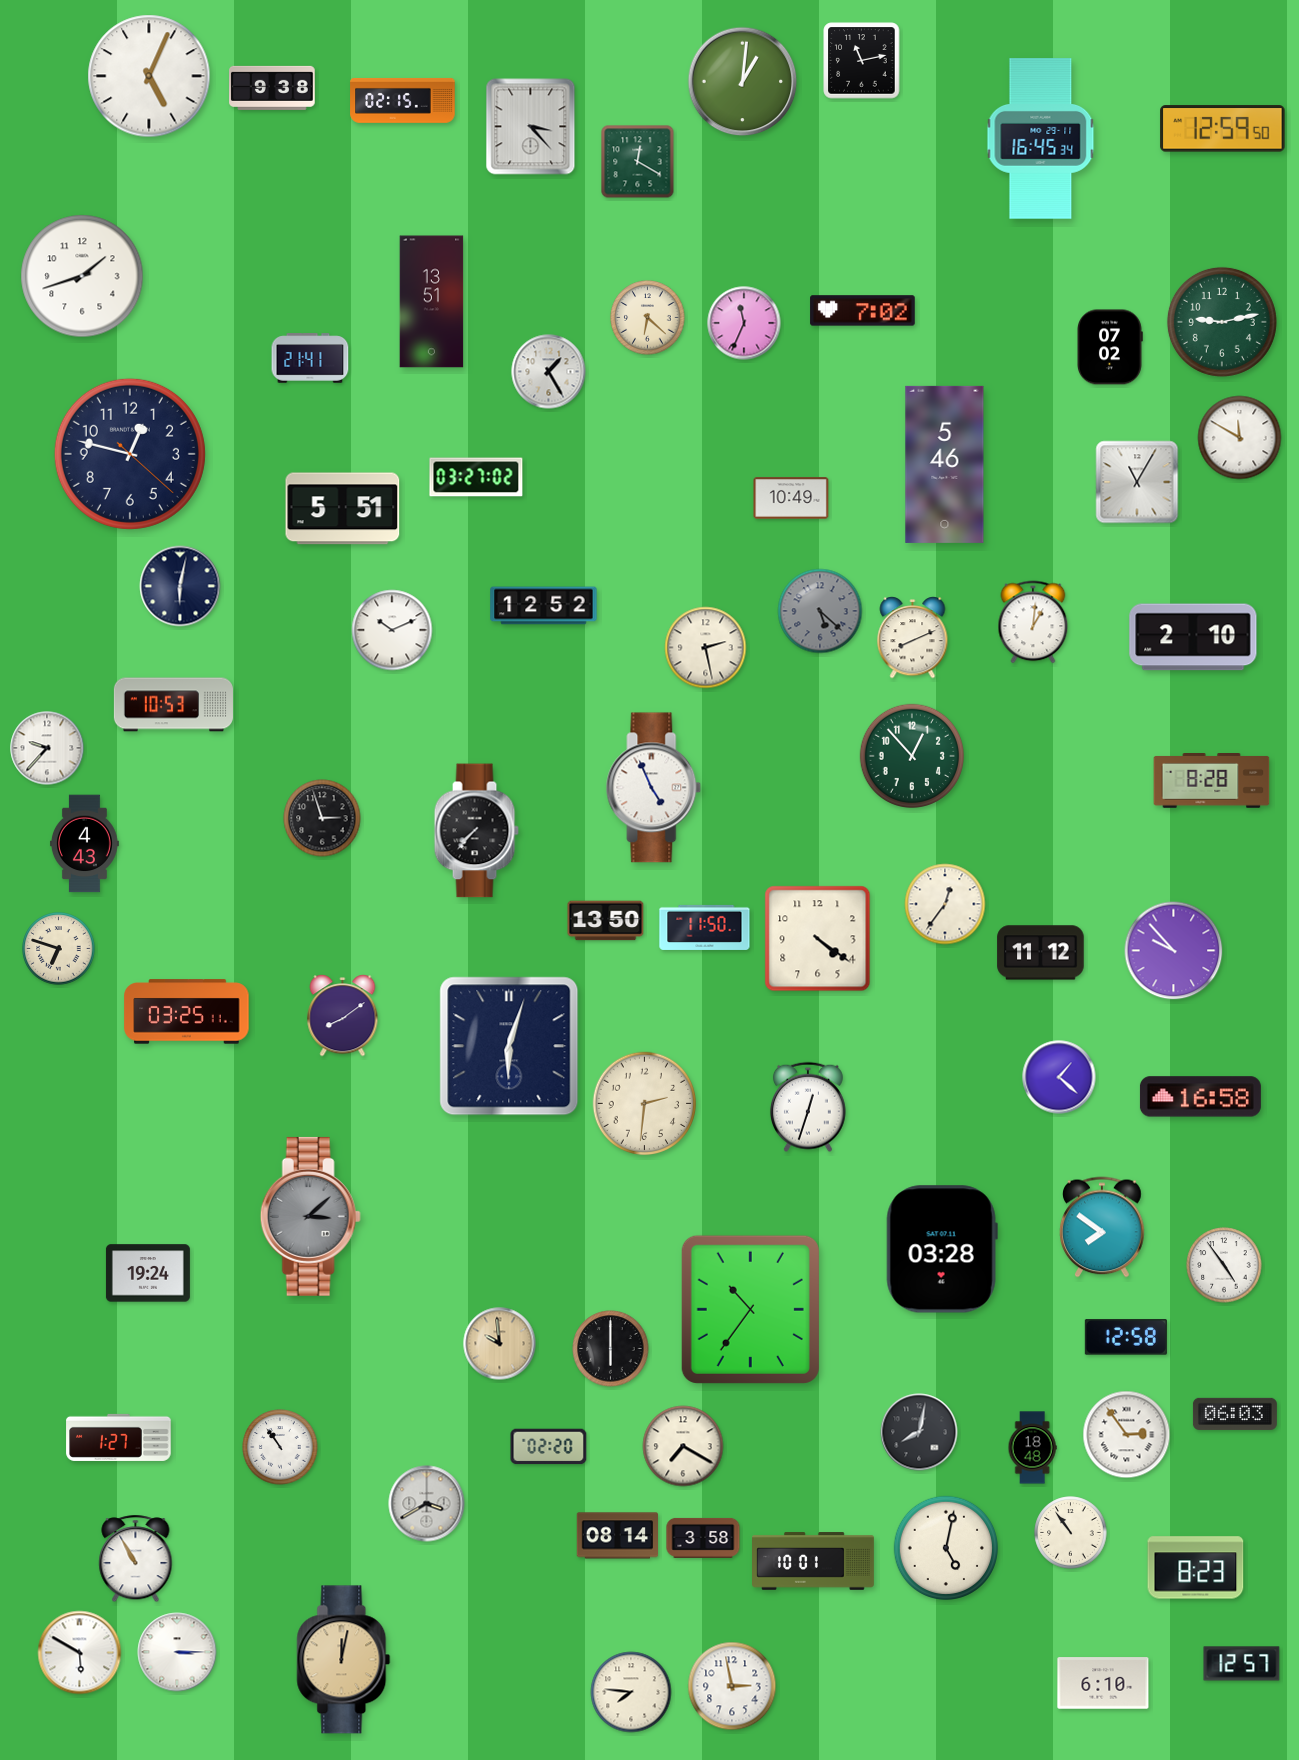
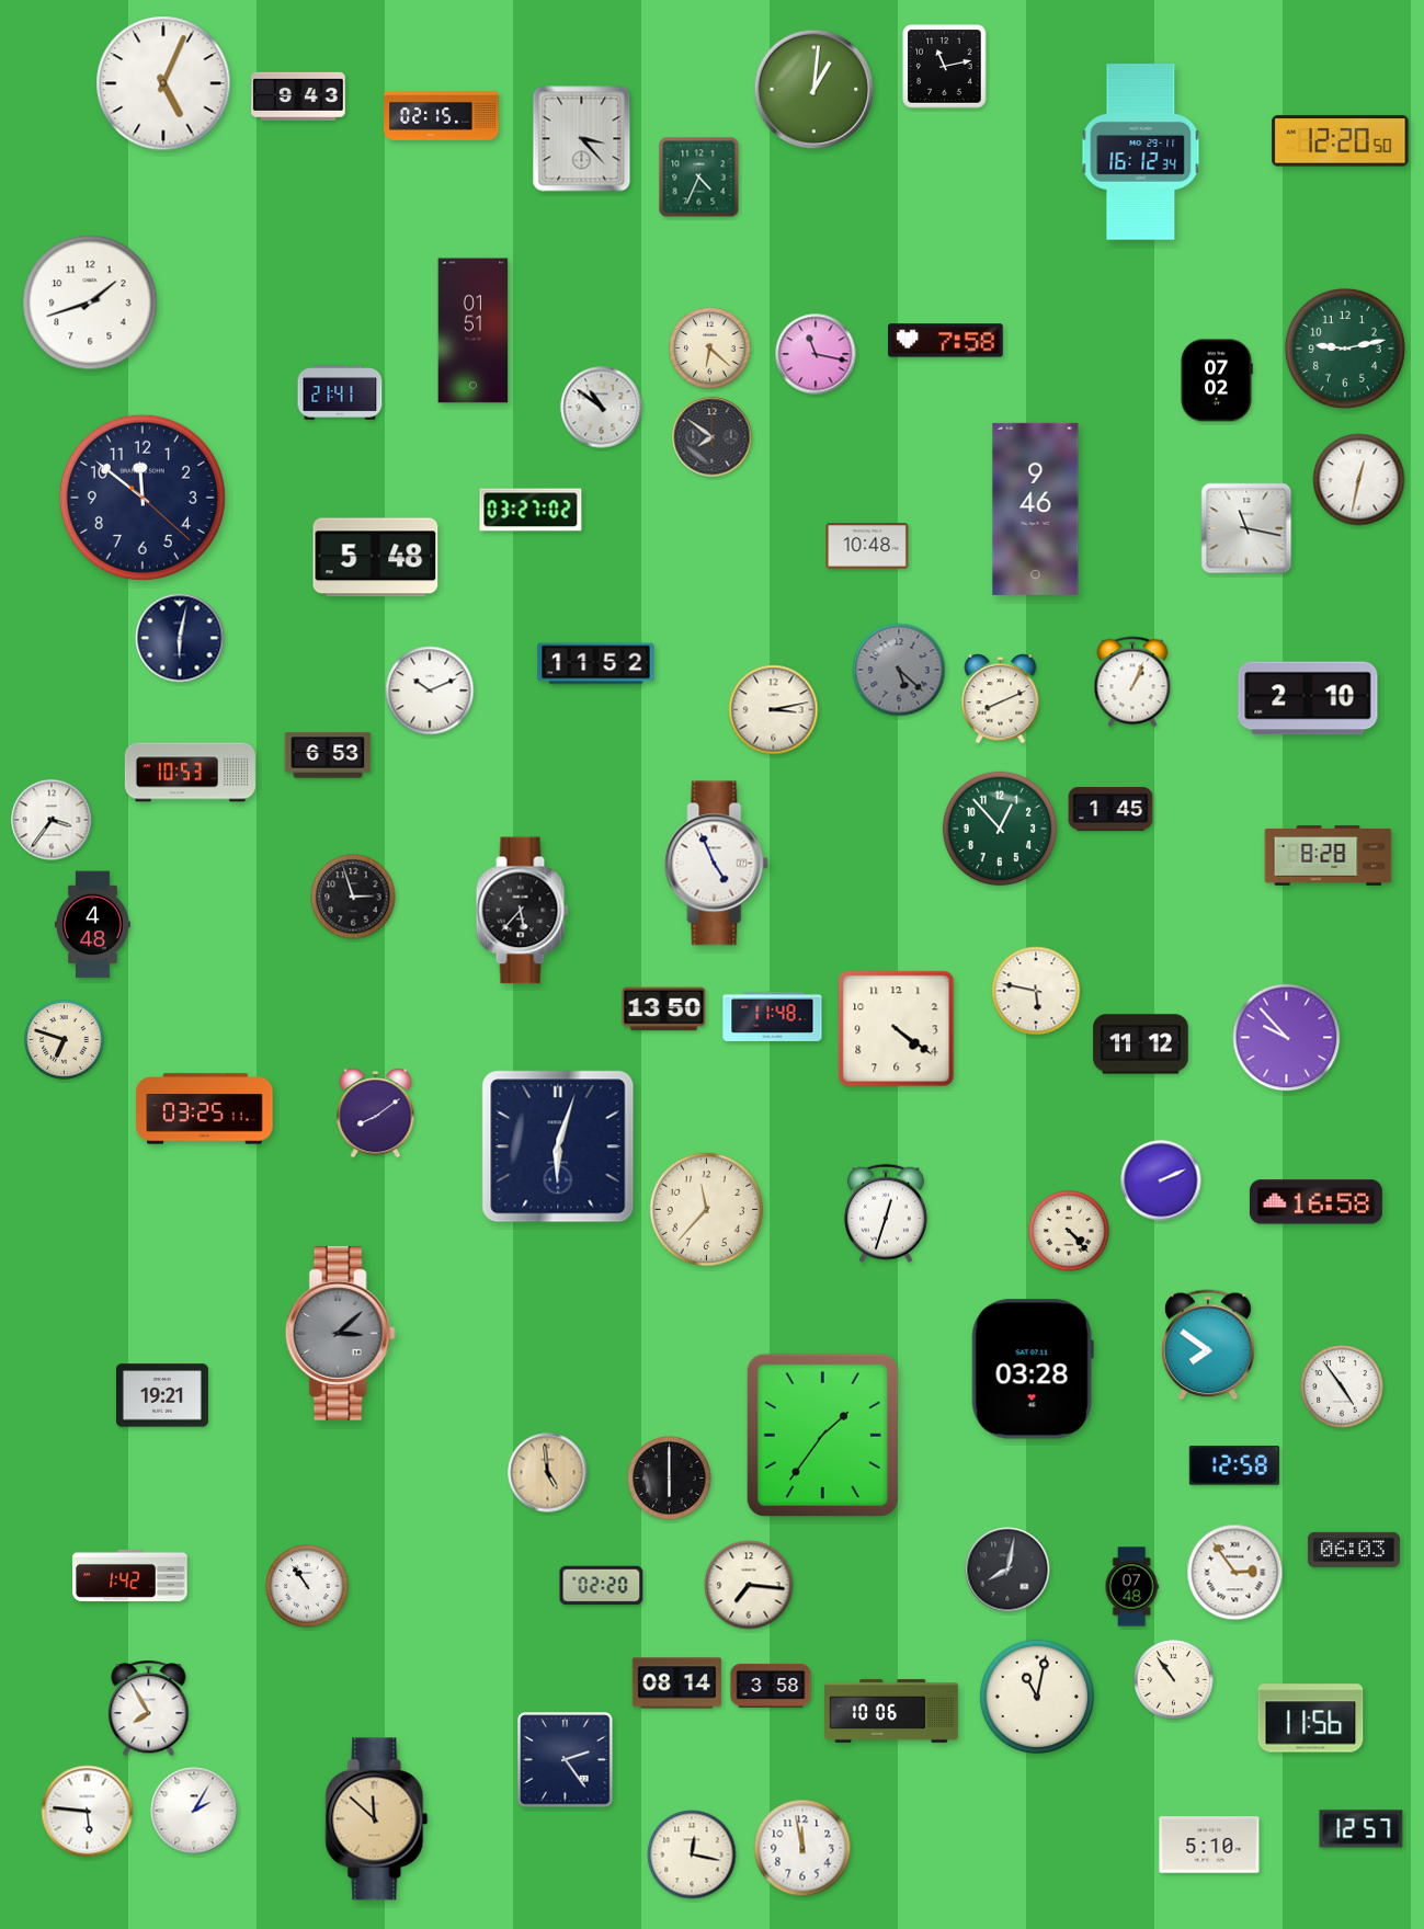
clock at (272, 88): 9:38 -> 9:43
clock at (403, 100) position: (403, 100) -> (442, 115)
clock at (1223, 129): 12:59 -> 12:20
clock at (1041, 139): 16:45 -> 16:12
clock at (638, 162): 12:20 -> 4:34
clock at (432, 302): 13:51 -> 01:51
clock at (863, 311): 7:02 -> 7:58
clock at (1222, 322) position: (1222, 322) -> (1345, 349)
clock at (744, 323): 11:34 -> 11:17
clock at (549, 372): 1:25 -> 10:51
clock at (713, 437): none -> 7:51
clock at (1240, 438): 11:50 -> 12:32
clock at (130, 454): 12:47 -> 11:51
clock at (945, 464): 5:46 -> 9:46
clock at (476, 477) position: (476, 477) -> (531, 510)
clock at (1137, 482): 11:05 -> 11:17
clock at (791, 498): 10:49 -> 10:48
clock at (343, 509): 5:51 -> 5:48
clock at (180, 586) position: (180, 586) -> (180, 638)
clock at (544, 606): 12:52 -> 11:52
clock at (1033, 622): 1:01 -> 1:04
clock at (706, 648): 2:28 -> 3:13
clock at (328, 755): none -> 6:53
clock at (1110, 809): none -> 1:45
clock at (47, 748): 9:37 -> 3:36
clock at (476, 831): 7:37 -> 5:37
clock at (84, 844): 4:43 -> 4:48
clock at (945, 904): 12:36 -> 5:47
clock at (705, 927): 11:50 -> 11:48
clock at (1174, 951) position: (1174, 951) -> (1287, 1038)
clock at (1059, 1077): 1:22 -> 2:11
clock at (645, 1104): 2:31 -> 11:37
clock at (1069, 1231): none -> 4:23
clock at (148, 1273): 19:24 -> 19:21
clock at (750, 1309): 10:36 -> 1:36
clock at (500, 1344): 9:59 -> 4:59
clock at (119, 1437): 1:27 -> 1:42
clock at (683, 1446): 7:20 -> 7:16
clock at (1032, 1448): 18:48 -> 07:48
clock at (427, 1504): 3:40 -> none
clock at (945, 1547): 5:02 -> 11:02
clock at (136, 1559): 10:55 -> 7:55
clock at (814, 1561): 10:01 -> 10:06
clock at (1196, 1568): 8:23 -> 11:56
clock at (566, 1760): none -> 2:24
clock at (177, 1652): 3:15 -> 2:05
clock at (80, 1653): 5:50 -> 5:46
clock at (344, 1660): 12:02 -> 11:52
clock at (1242, 1664) position: (1242, 1664) -> (1362, 1829)
clock at (1103, 1683): 6:10 -> 5:10
clock at (732, 1686): 2:58 -> 11:58
clock at (631, 1692): 7:46 -> 12:17
